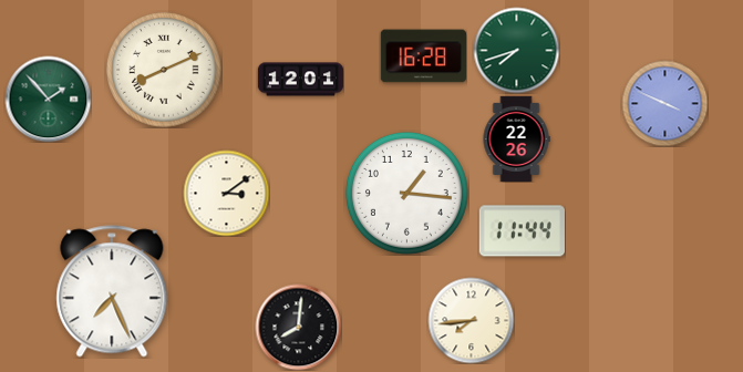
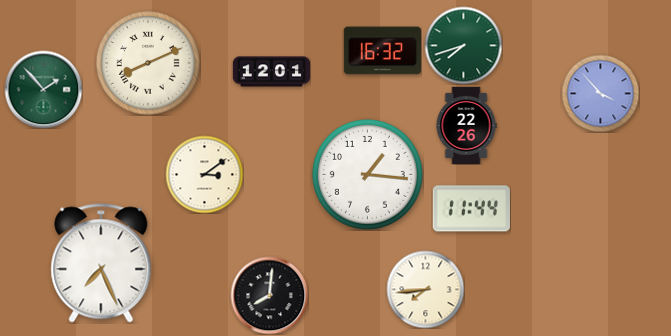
clock at (516, 50) position: (516, 50) -> (463, 45)
clock at (423, 56): 16:28 -> 16:32
clock at (664, 103): 3:49 -> 3:53
